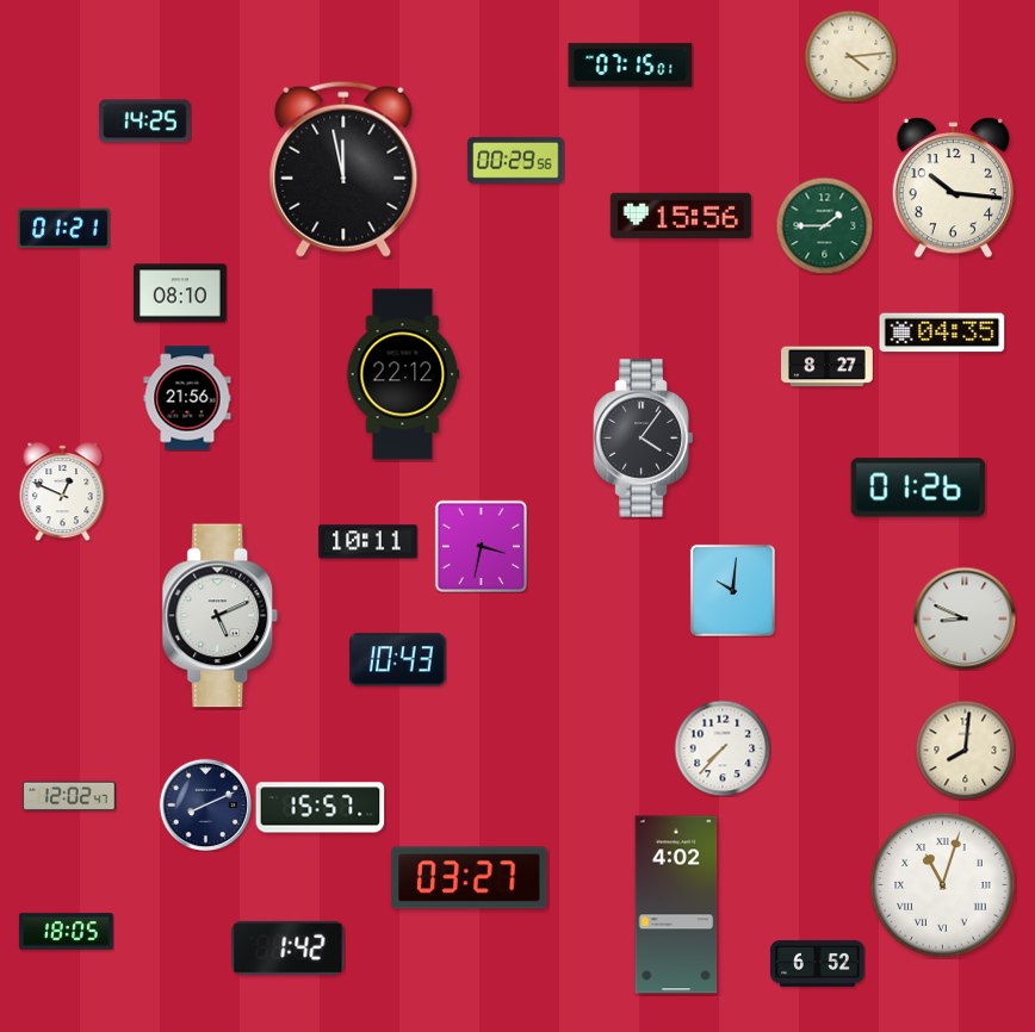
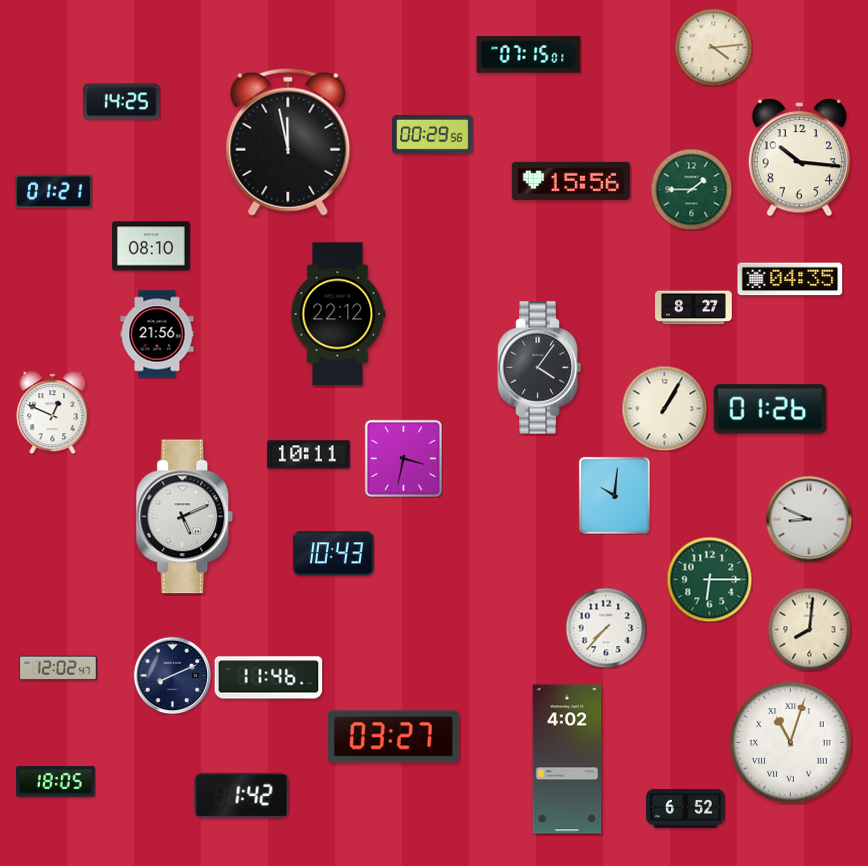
clock at (664, 408): none -> 1:05
clock at (709, 579): none -> 6:15
clock at (321, 808): 15:57 -> 11:46
